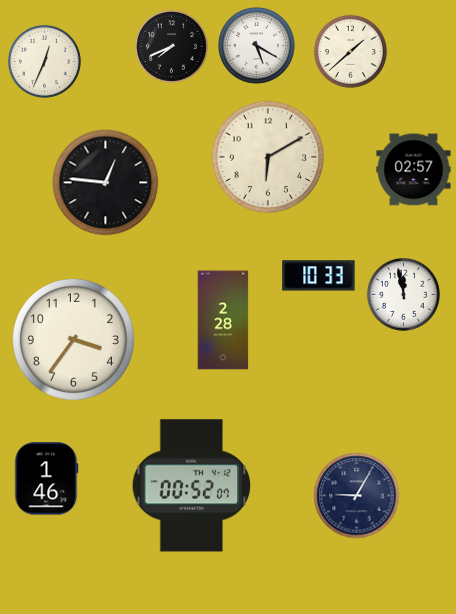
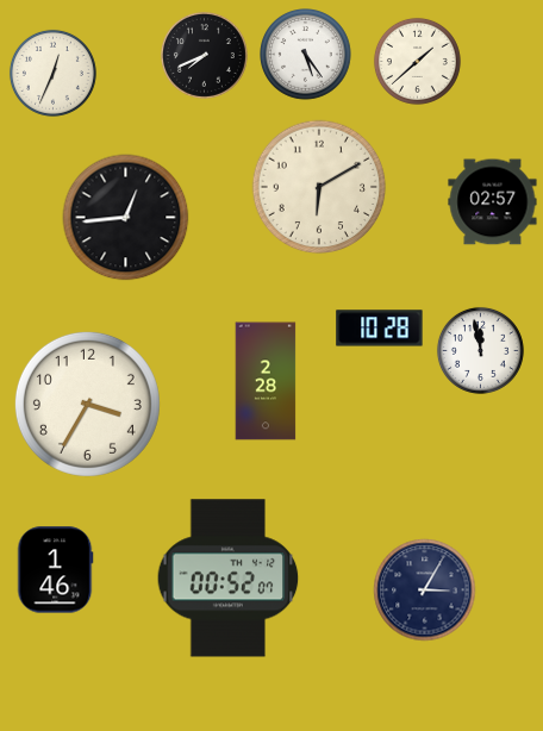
clock at (257, 46): 5:20 -> 5:24
clock at (106, 183): 12:46 -> 12:44
clock at (319, 276): 10:33 -> 10:28
clock at (73, 339): 3:36 -> 3:35
clock at (357, 496): 9:05 -> 3:05
